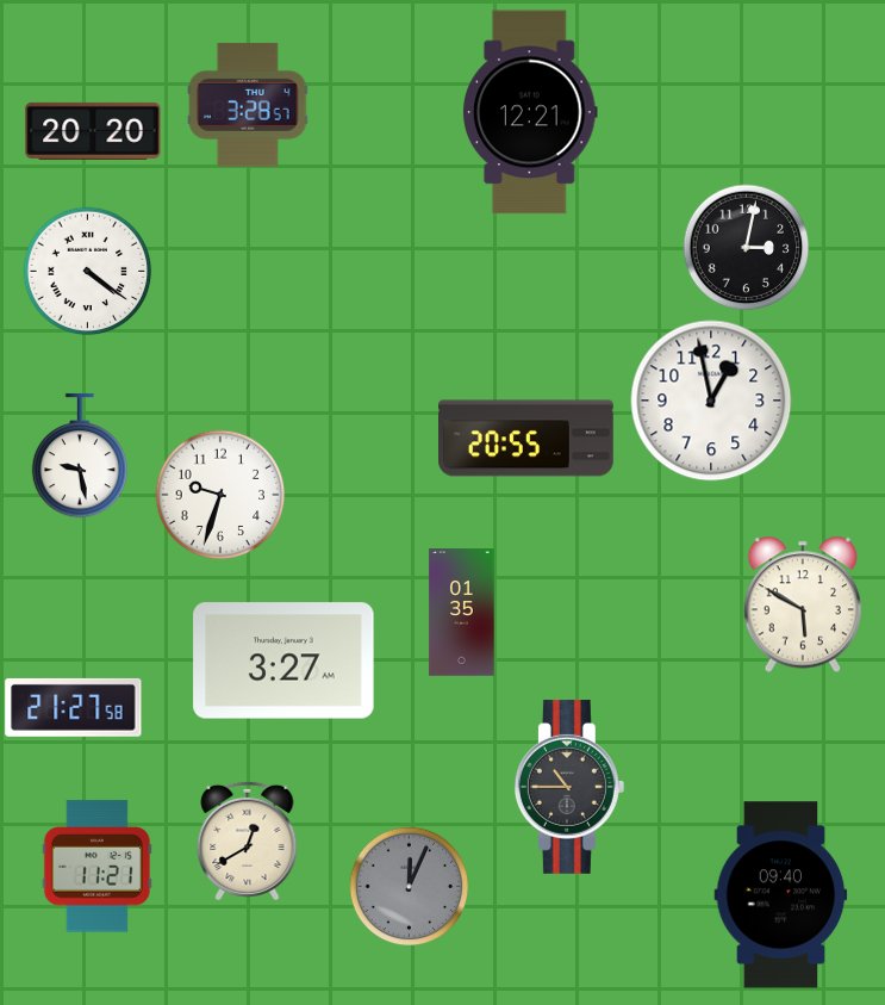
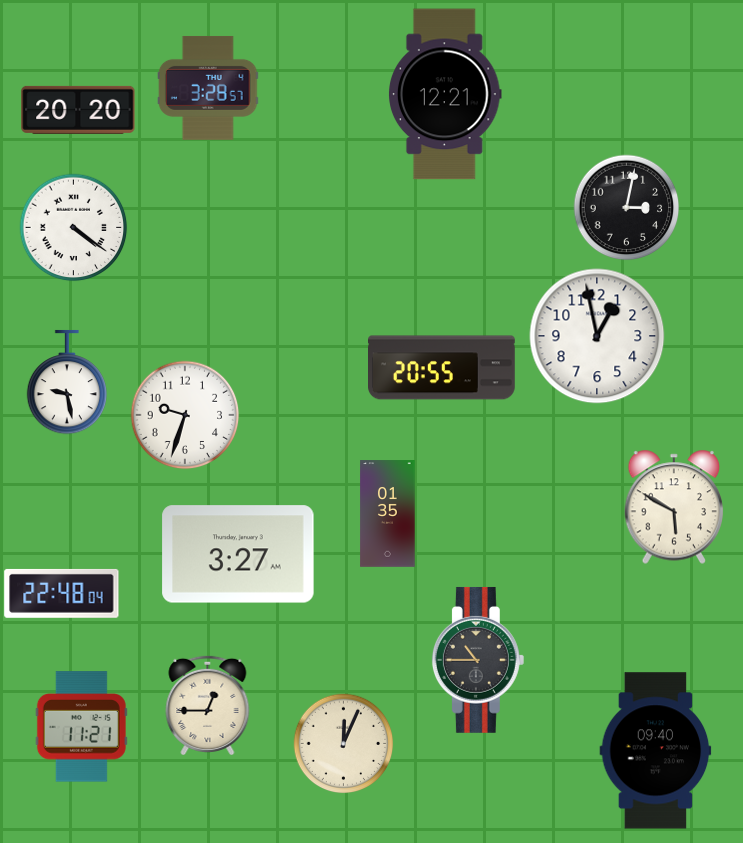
clock at (74, 707): 21:27 -> 22:48
clock at (248, 839): 12:40 -> 12:45
clock at (410, 887) dial: grey -> cream
